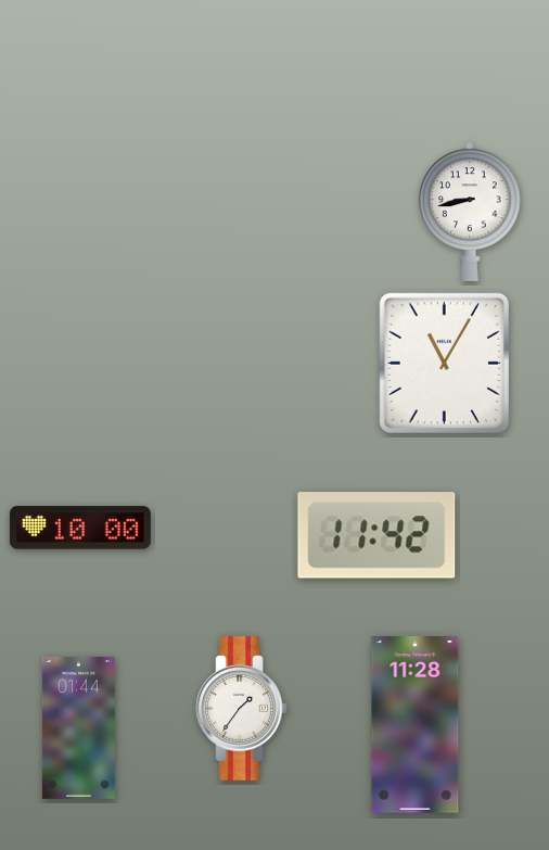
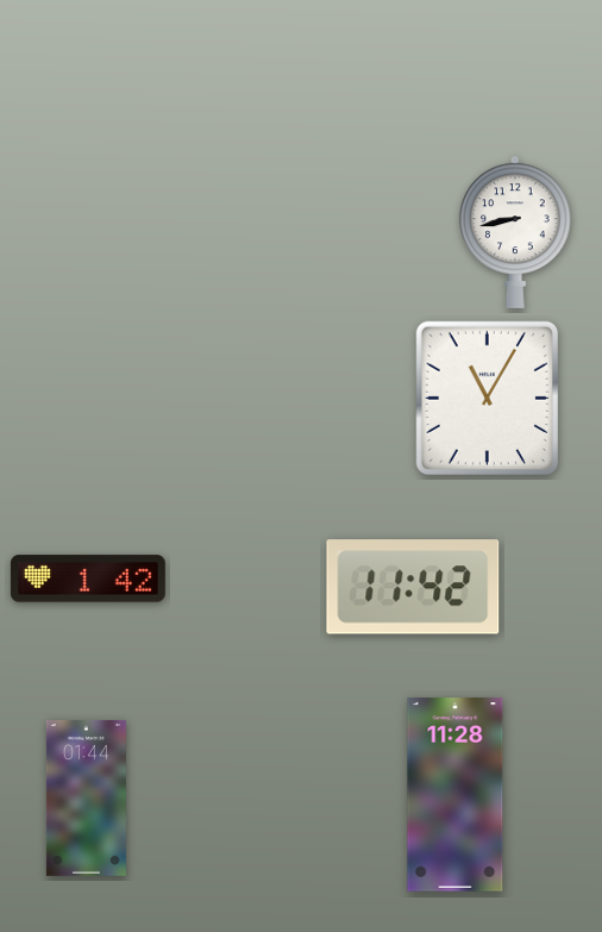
clock at (80, 528): 10:00 -> 1:42
clock at (242, 709): 1:36 -> none
